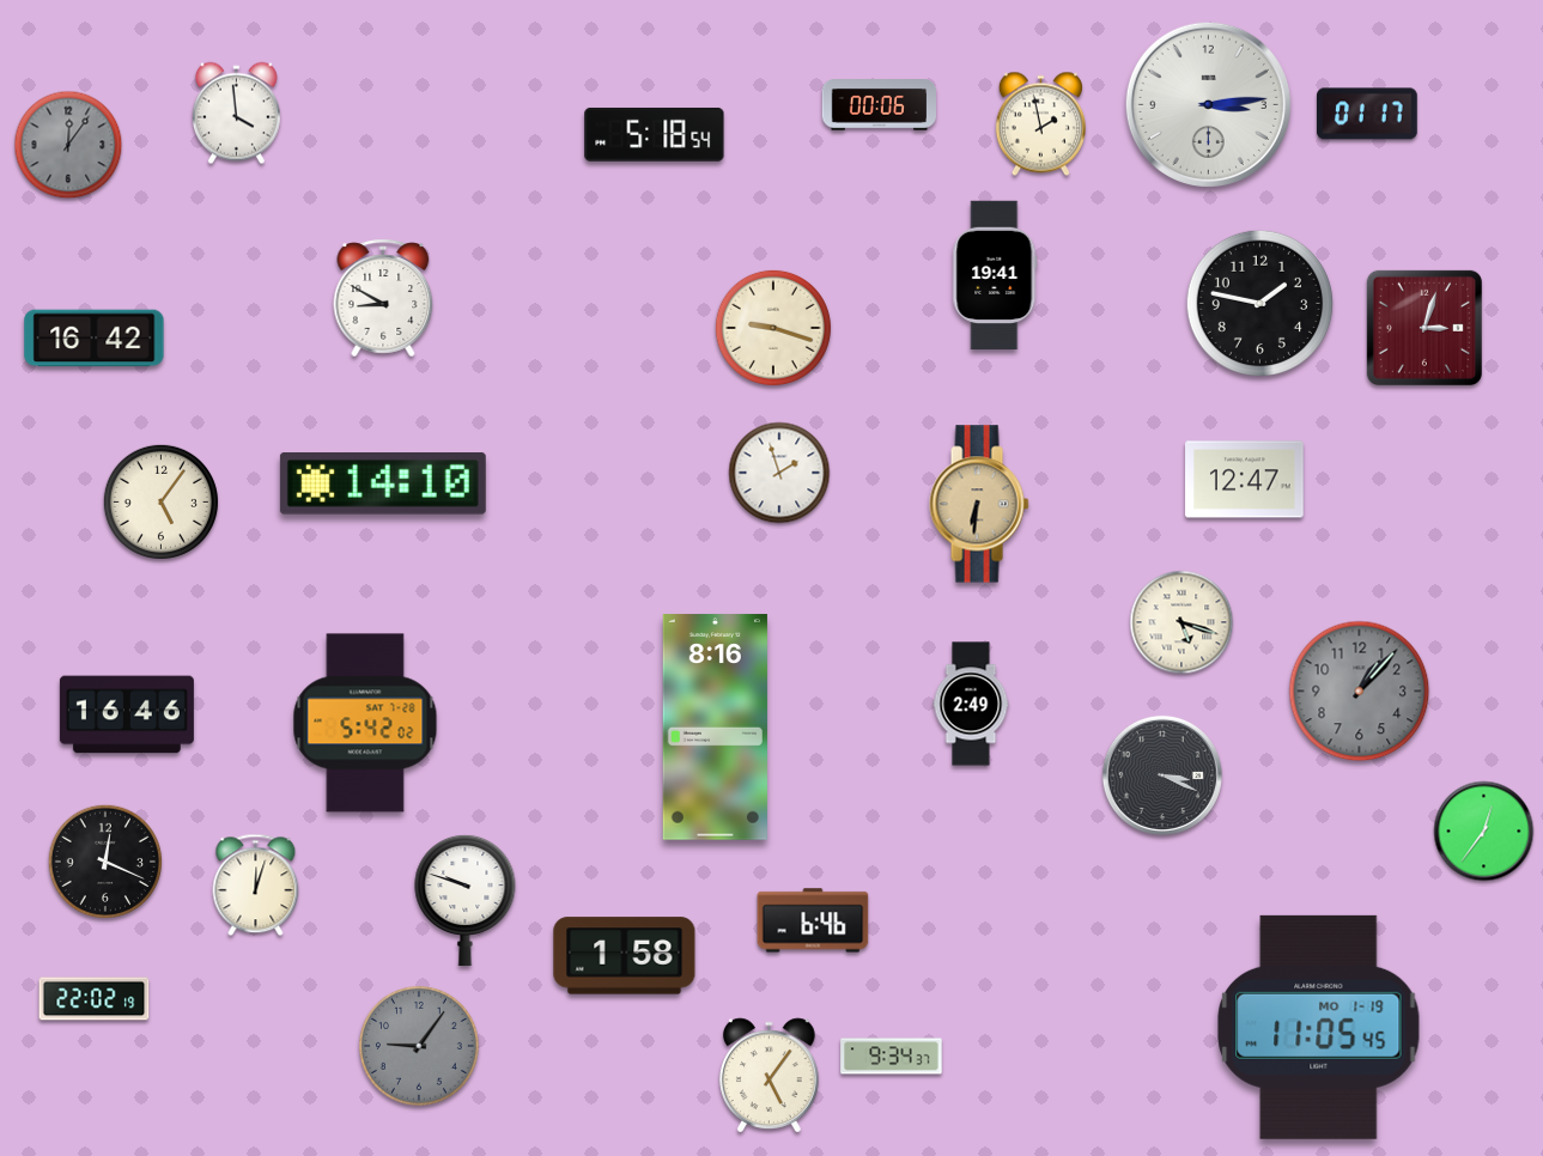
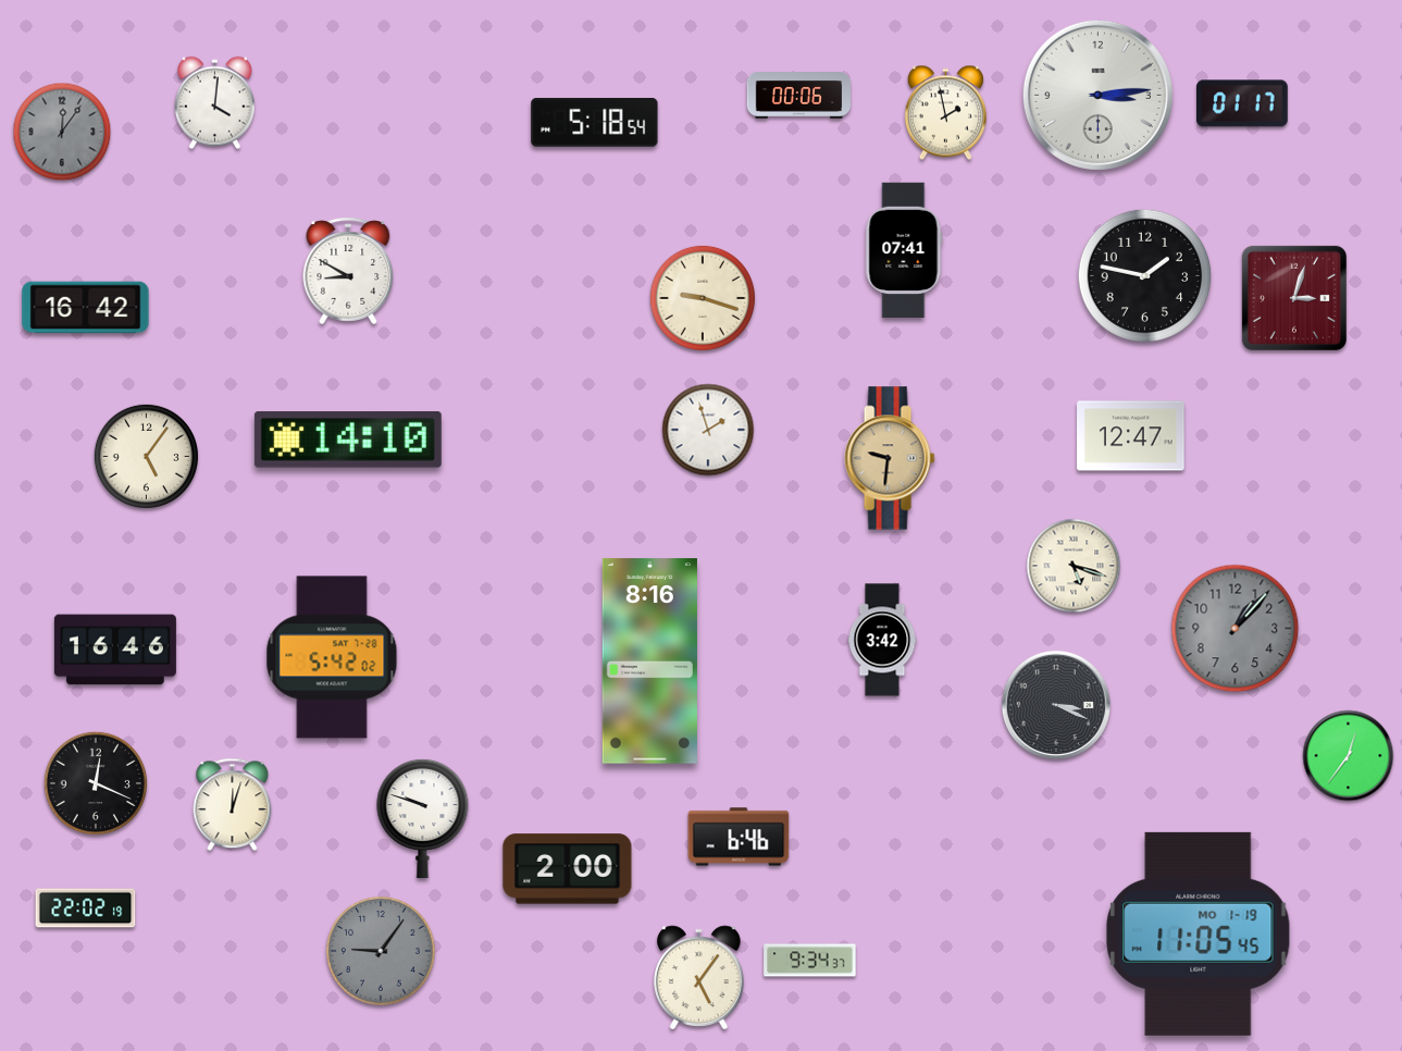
clock at (236, 114): 3:59 -> 4:01
clock at (995, 275): 19:41 -> 07:41
clock at (979, 504): 6:31 -> 9:31
clock at (971, 704): 2:49 -> 3:42
clock at (625, 956): 1:58 -> 2:00
